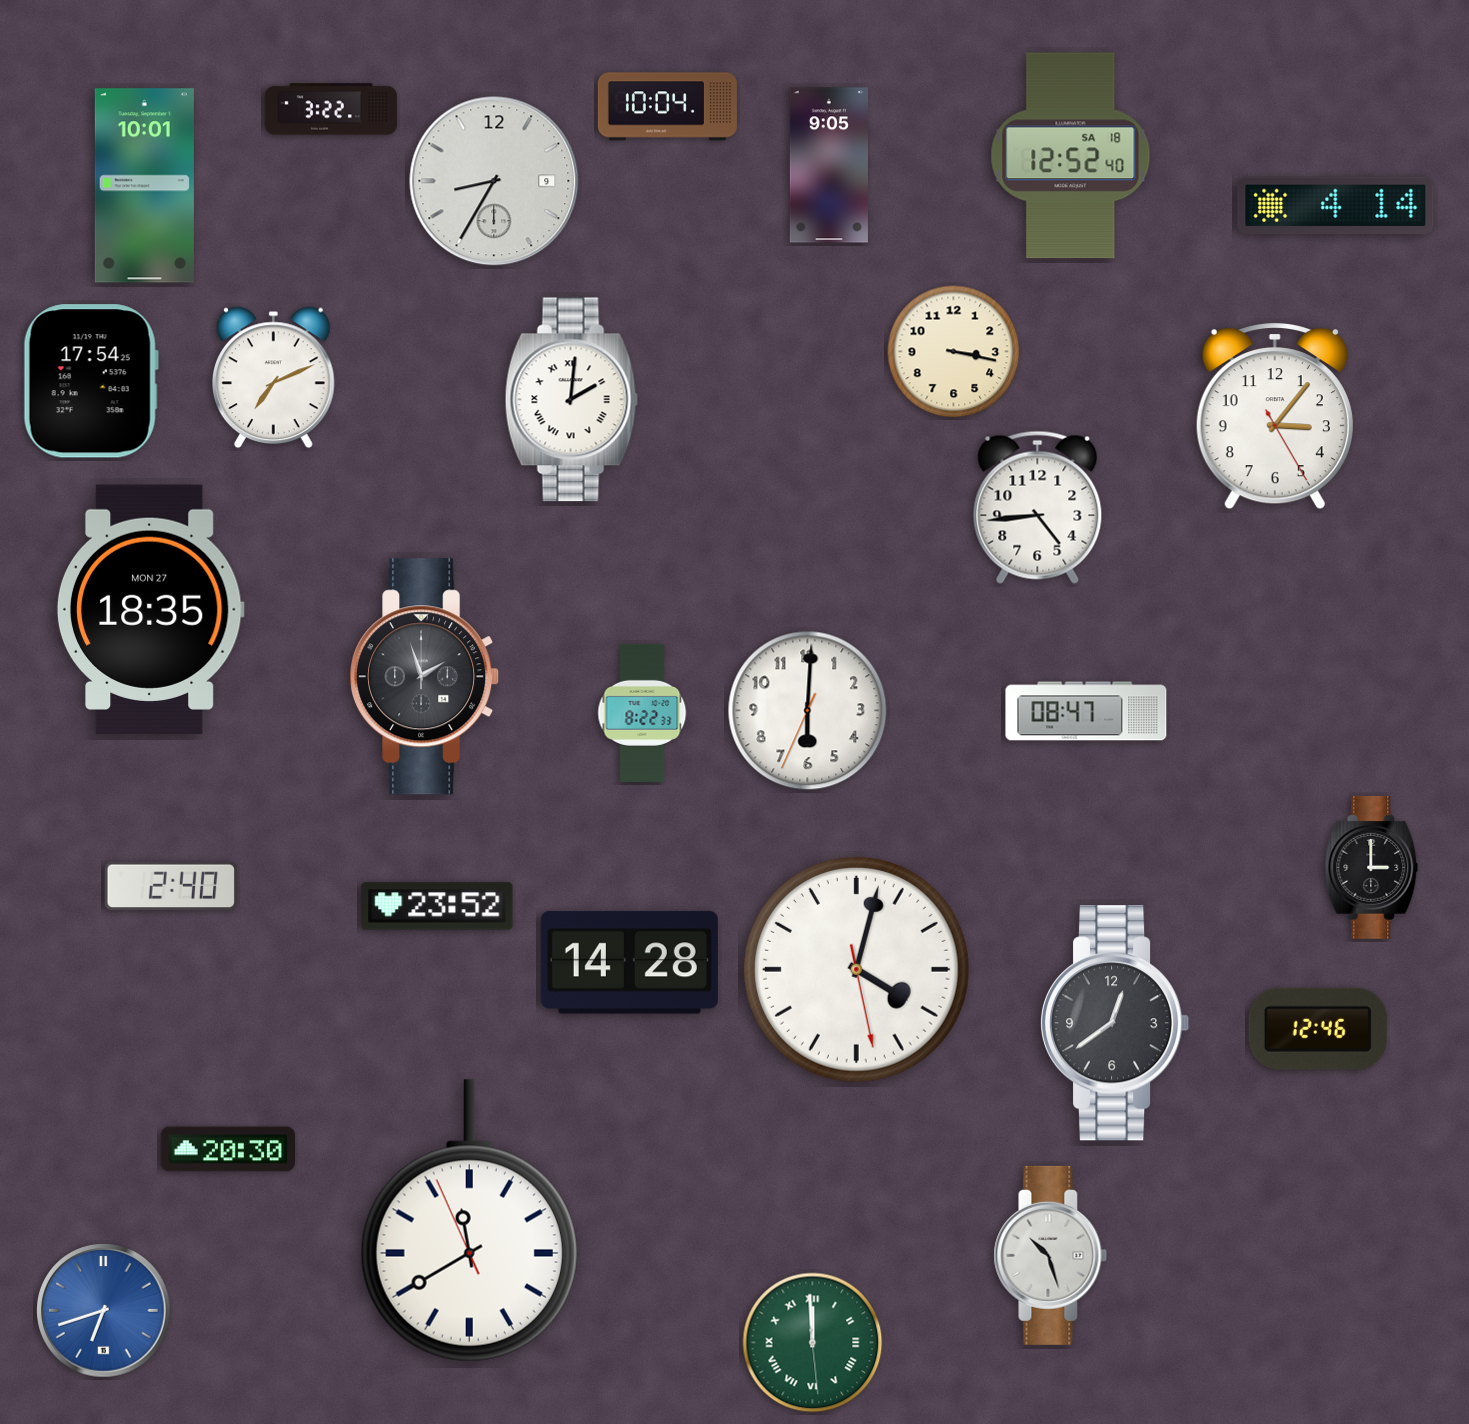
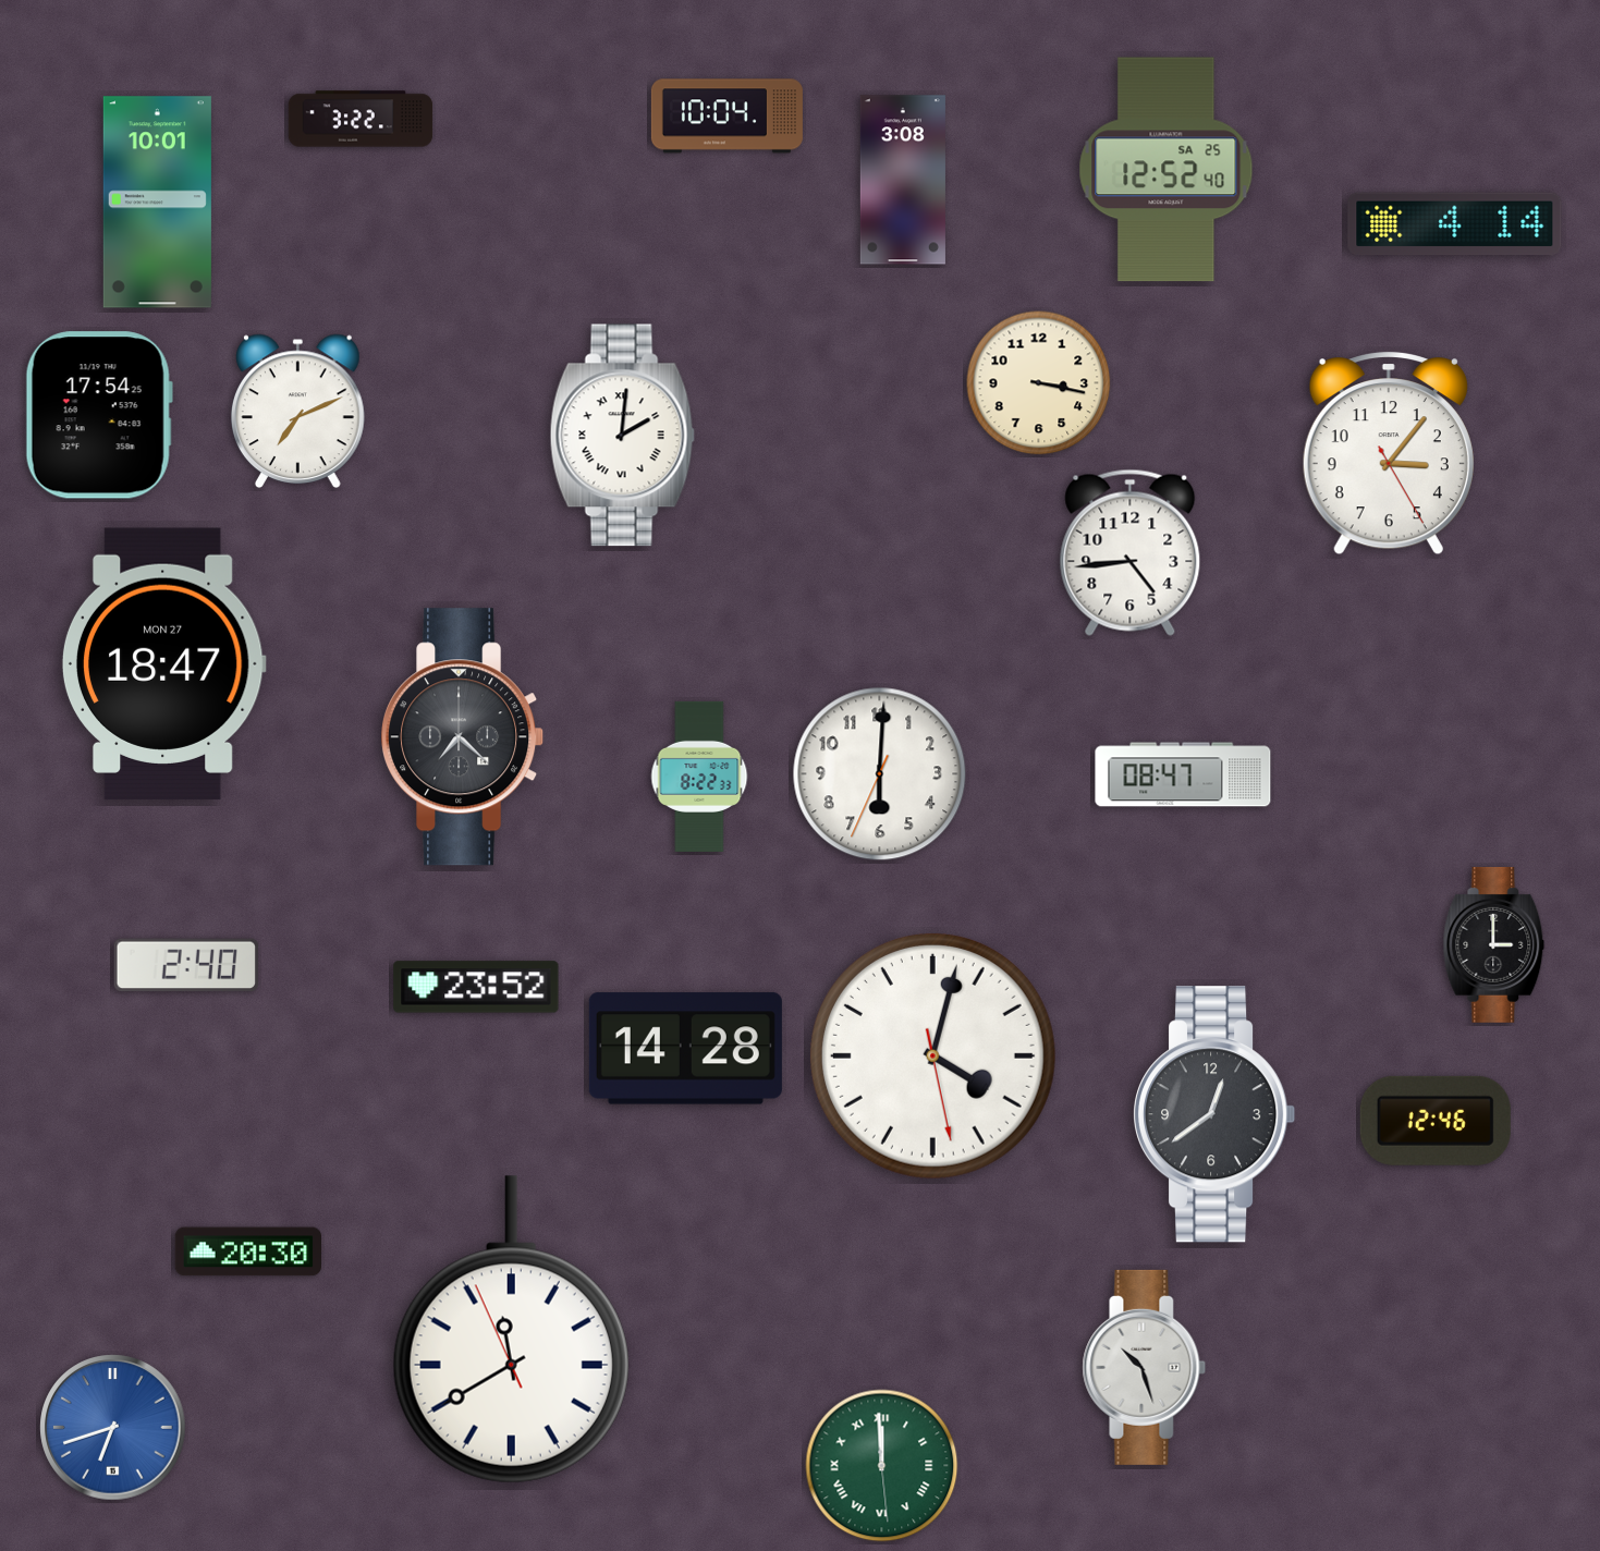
clock at (1071, 156) date: SA 18 -> SA 25
clock at (829, 165): 9:05 -> 3:08
clock at (494, 181): 8:35 -> none
clock at (150, 609): 18:35 -> 18:47
clock at (426, 677): 1:57 -> 7:22
clock at (813, 1343) position: (813, 1343) -> (882, 1466)
